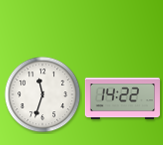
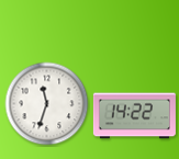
clock at (122, 99) position: (122, 99) -> (134, 116)
